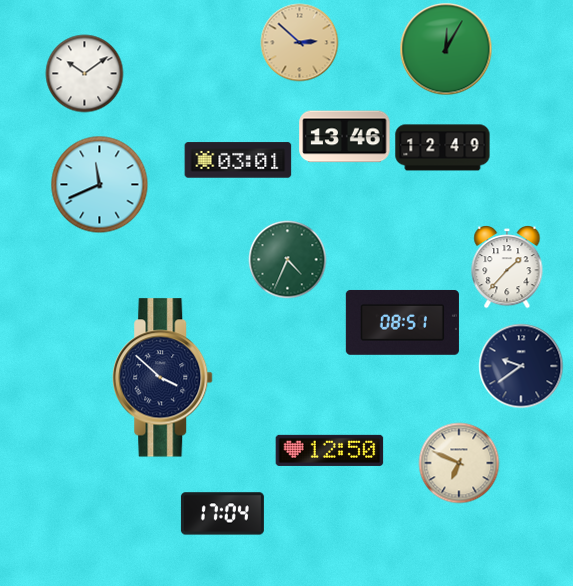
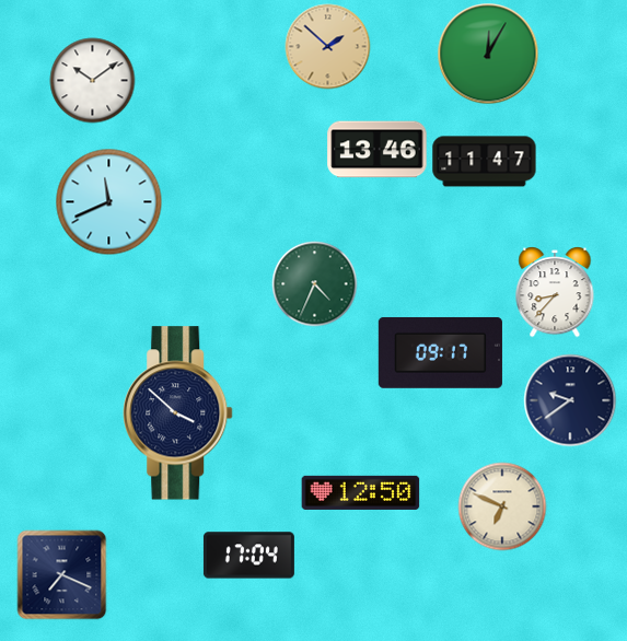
clock at (300, 43): 2:52 -> 1:52
clock at (443, 148): 12:49 -> 11:47
clock at (238, 160): 03:01 -> none
clock at (507, 268): 1:37 -> 8:37
clock at (402, 322): 08:51 -> 09:17
clock at (222, 514) position: (222, 514) -> (248, 556)
clock at (62, 575): none -> 7:19
